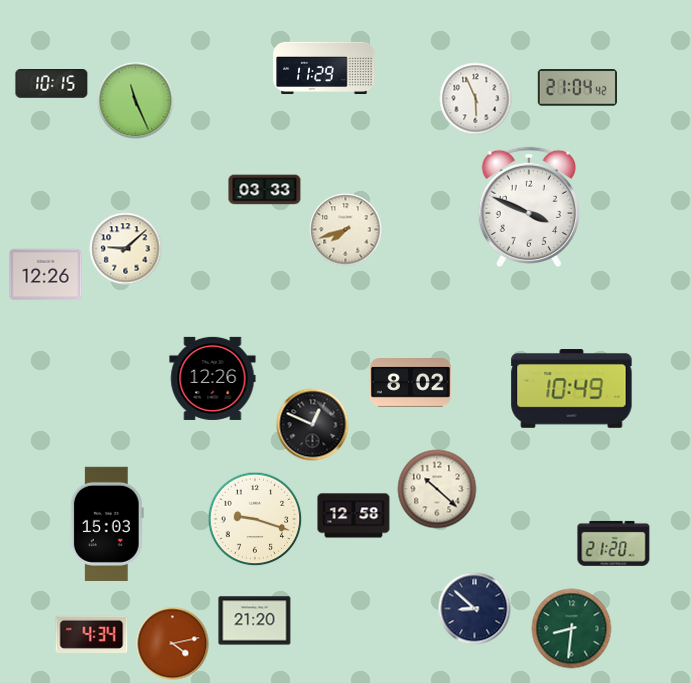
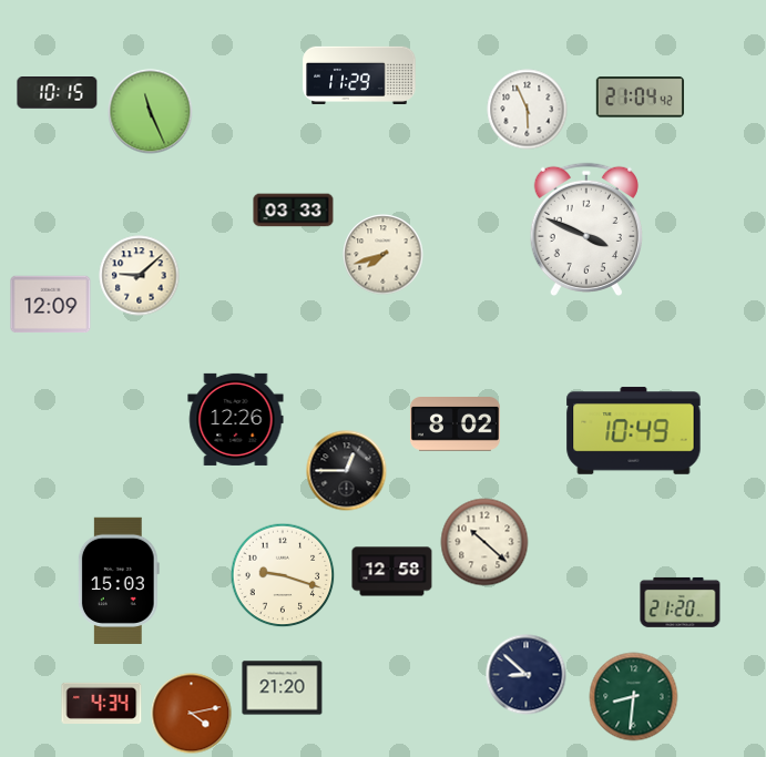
clock at (46, 275): 12:26 -> 12:09
clock at (313, 425): 12:49 -> 12:45
